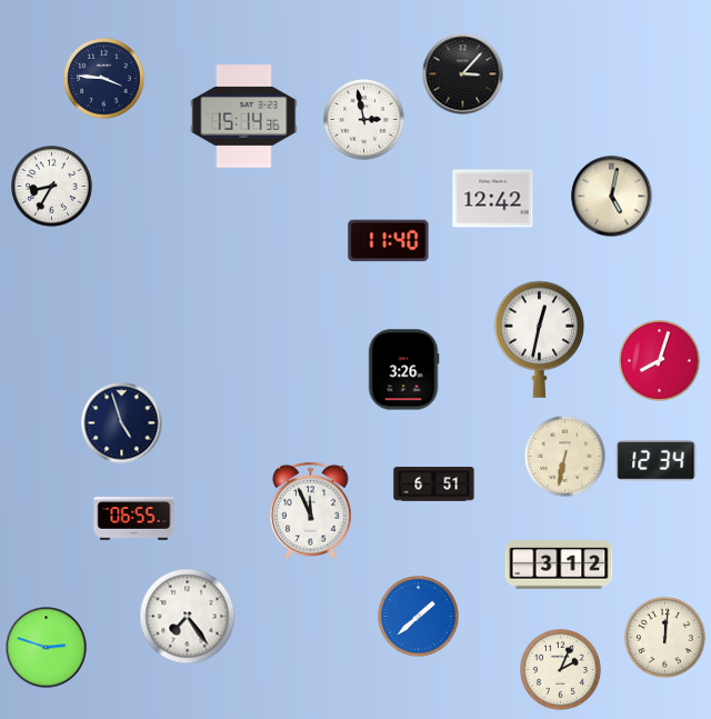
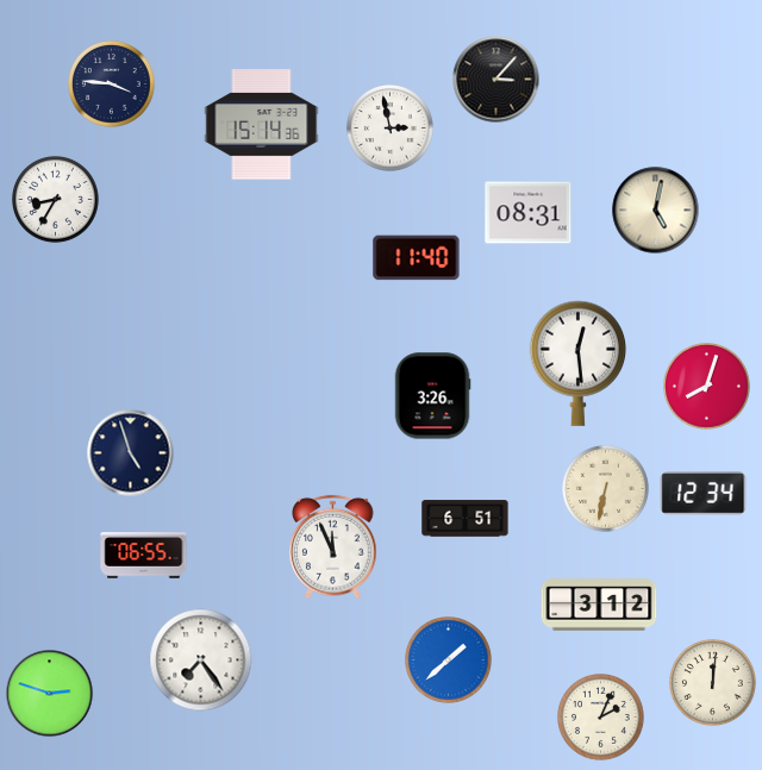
clock at (493, 199): 12:42 -> 08:31
clock at (540, 339): 12:32 -> 12:29
